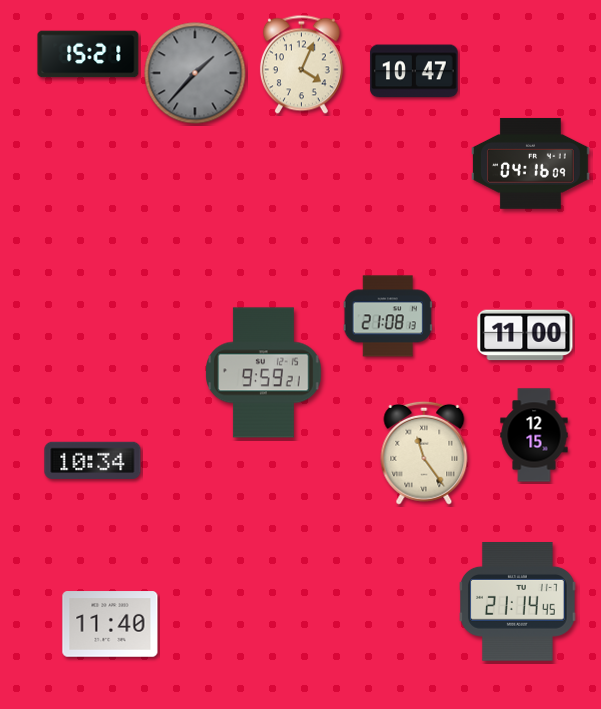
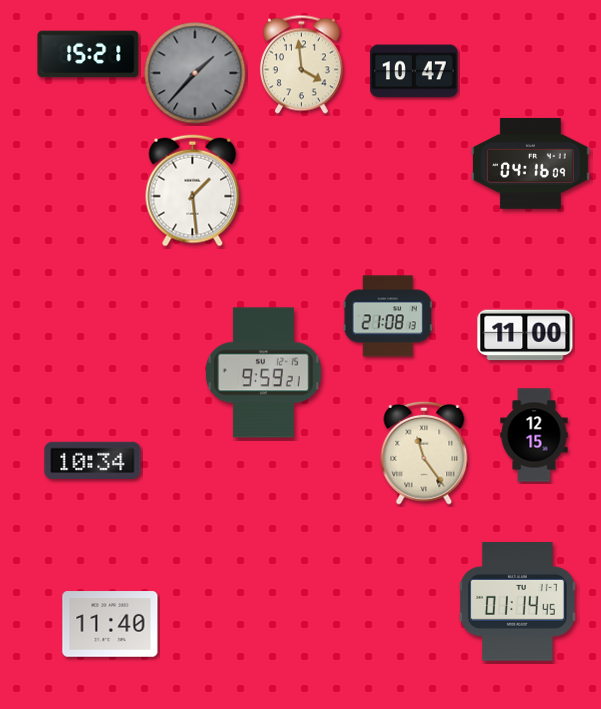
clock at (301, 65): 4:04 -> 3:59
clock at (193, 191): none -> 1:29
clock at (518, 602): 21:14 -> 01:14
